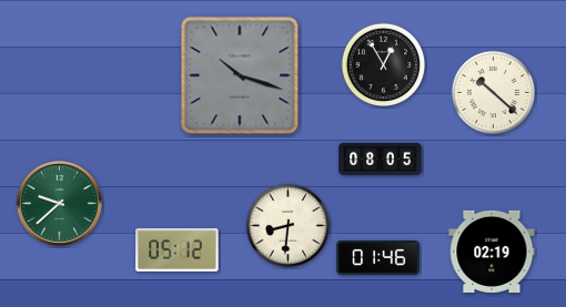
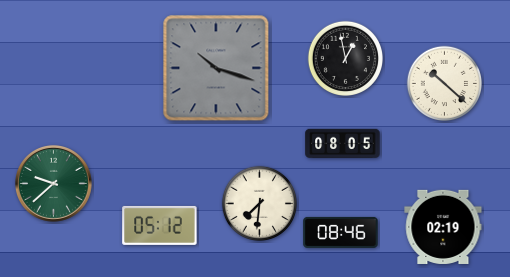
clock at (383, 64): 12:55 -> 12:58
clock at (287, 225): 8:31 -> 7:31
clock at (378, 257): 01:46 -> 08:46
